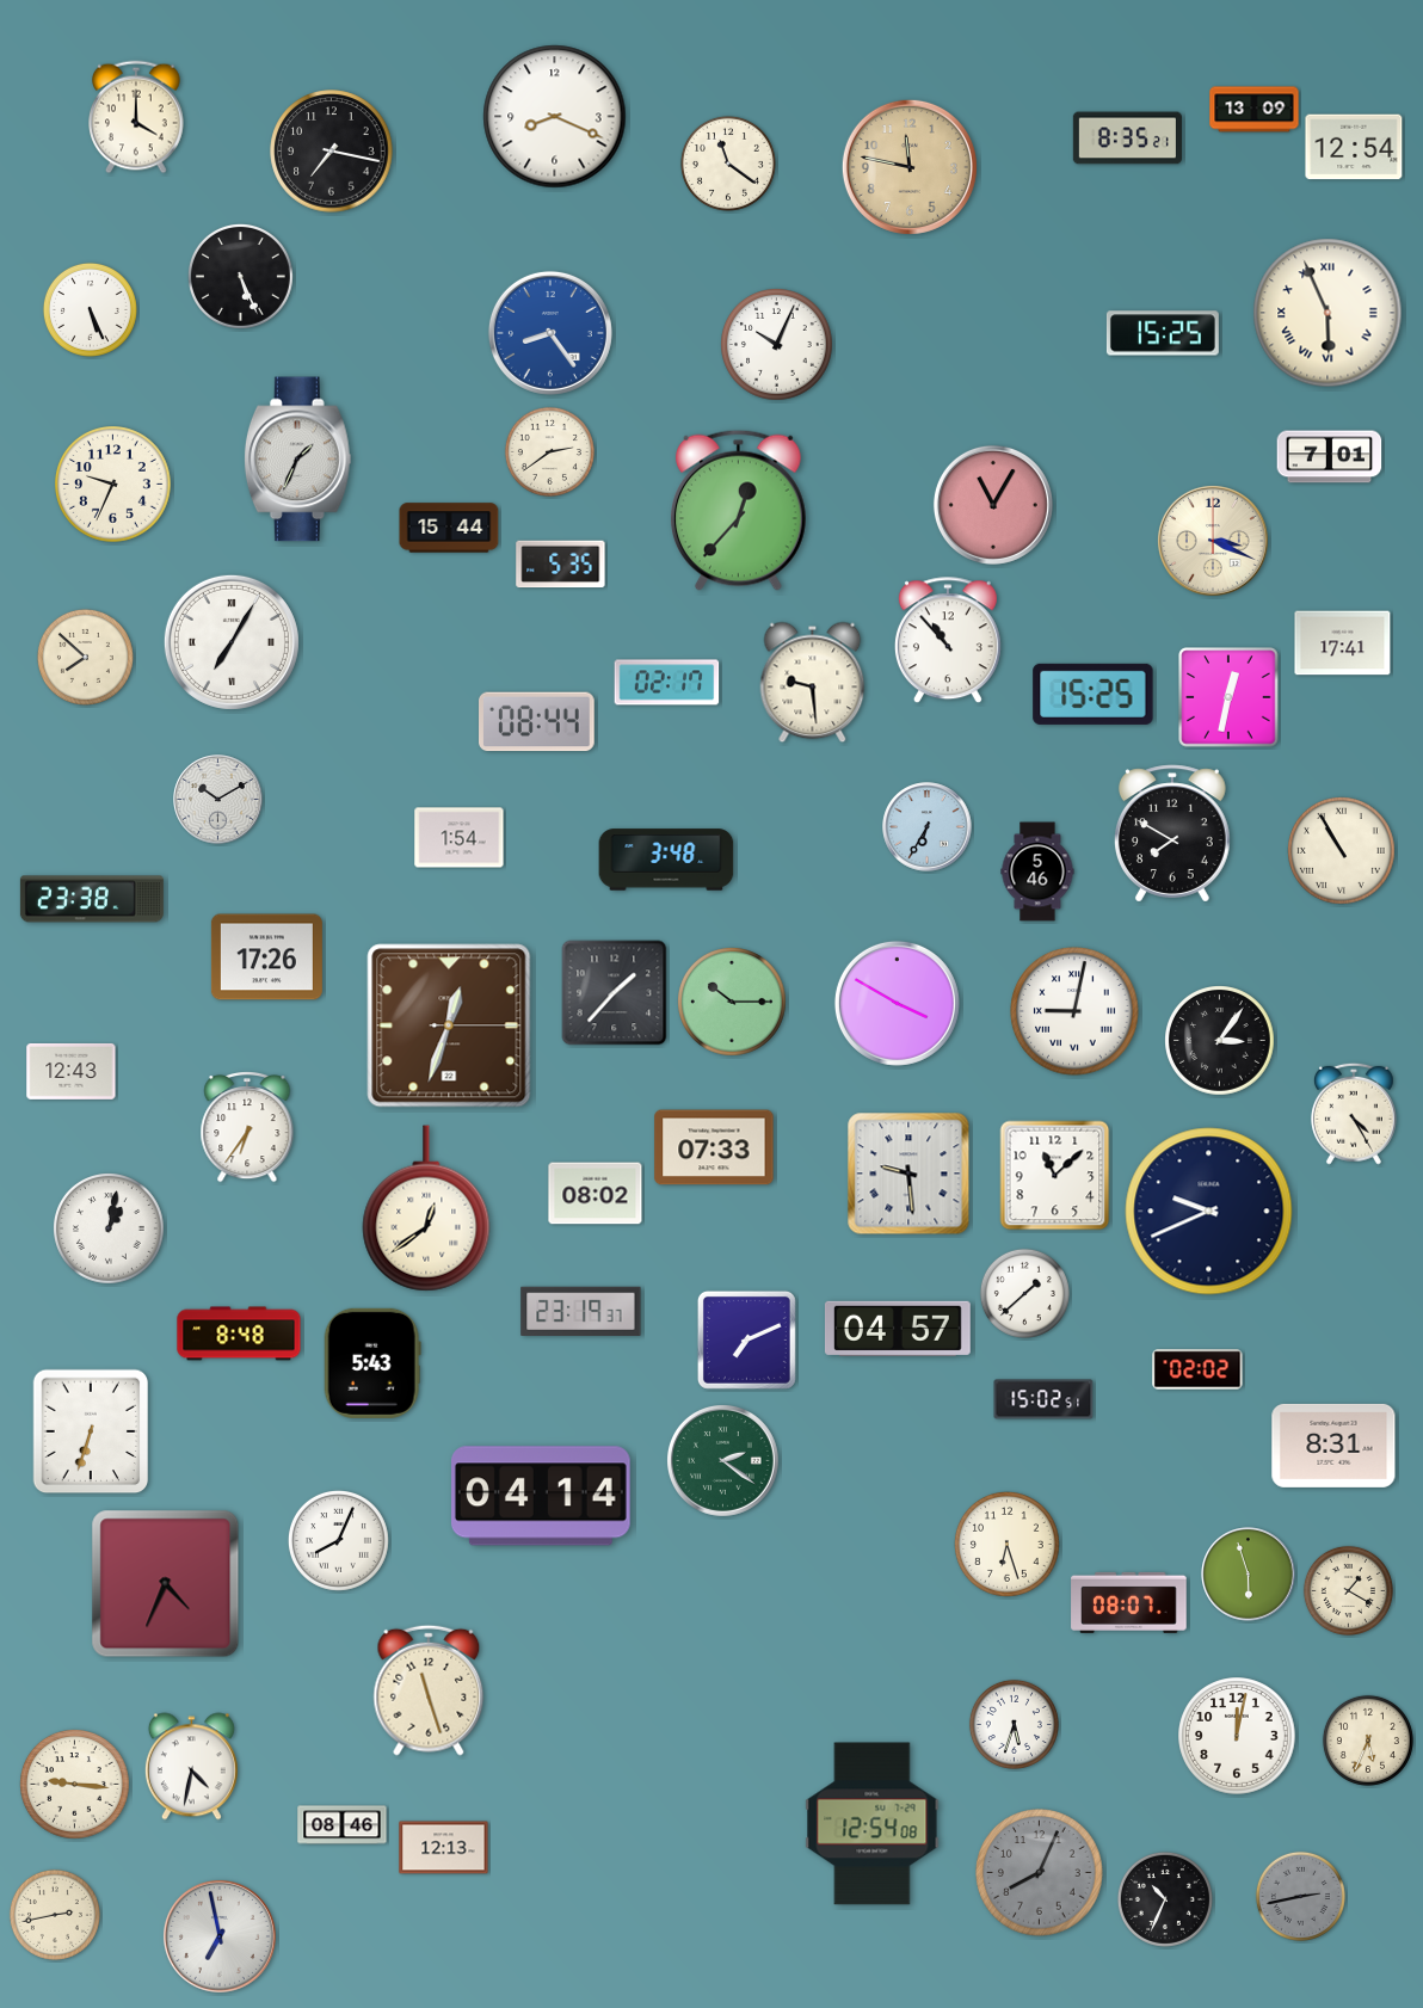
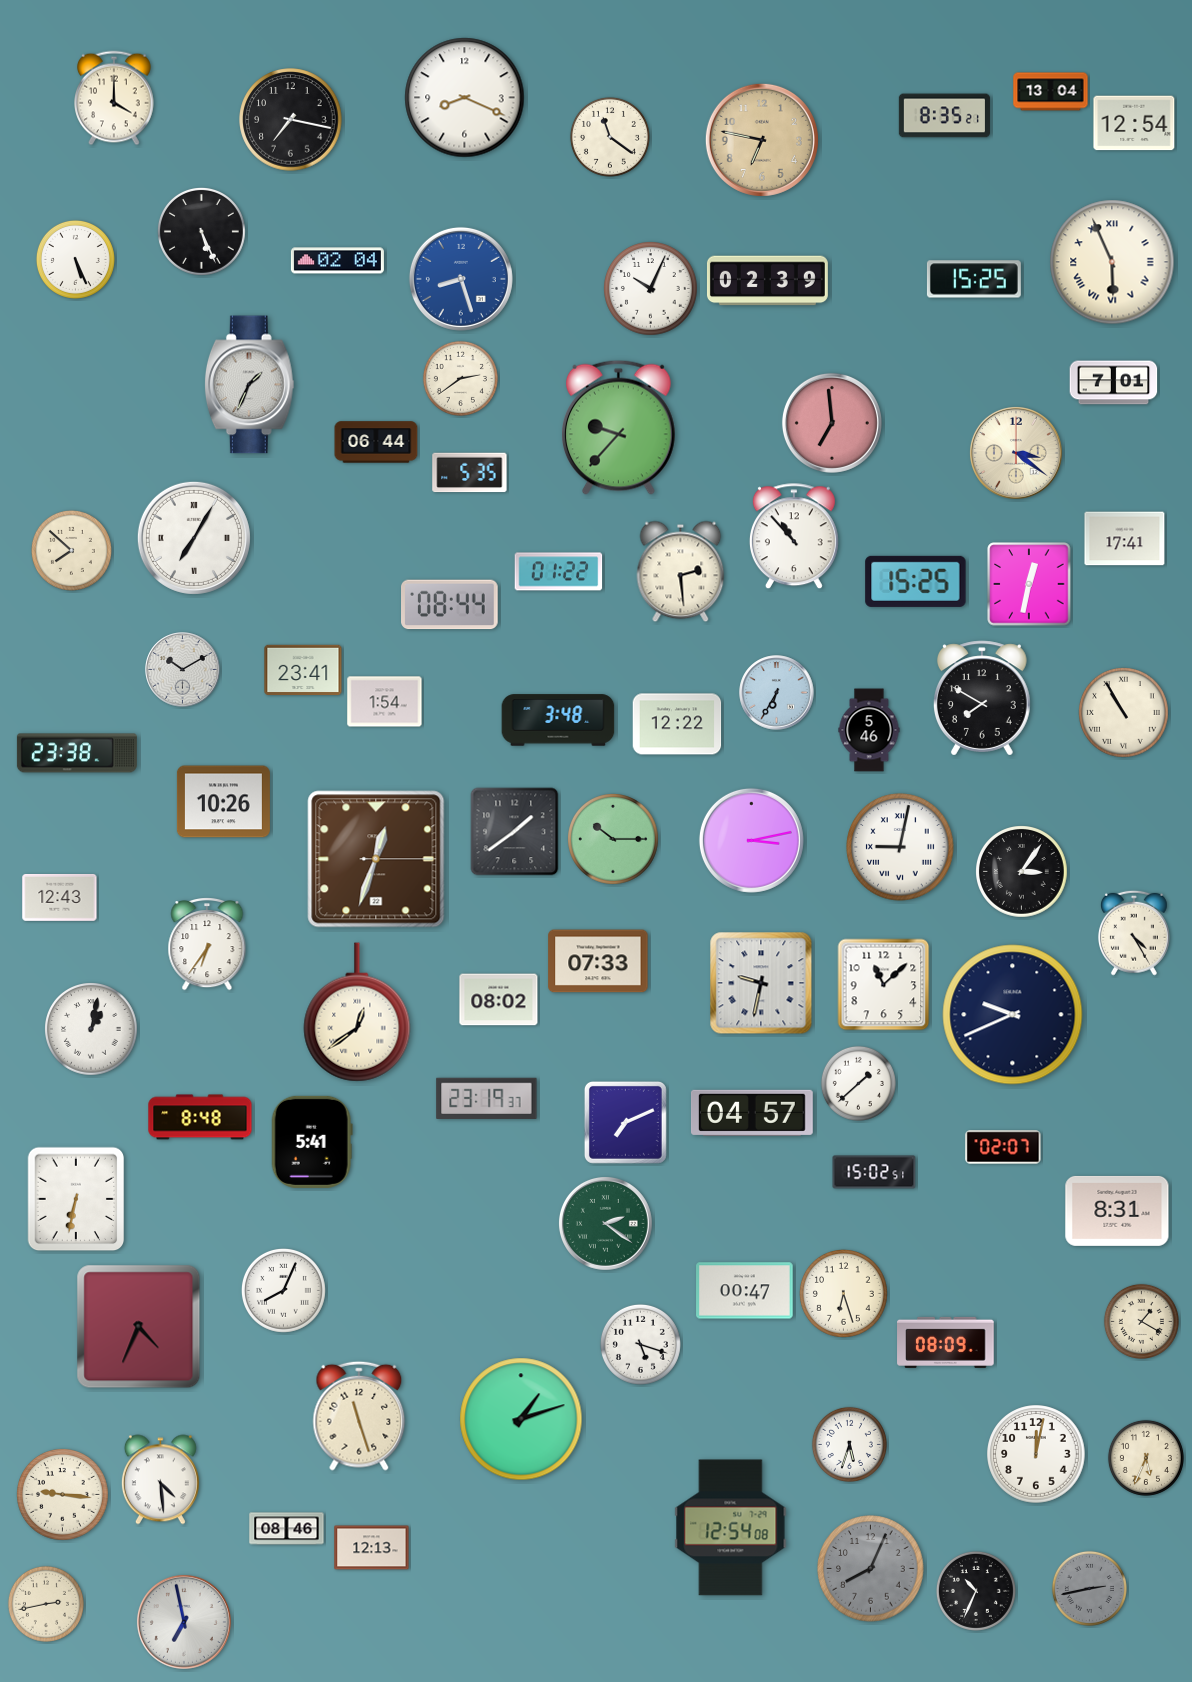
clock at (1255, 110): 13:09 -> 13:04
clock at (332, 152) position: (332, 152) -> (291, 120)
clock at (910, 167): 11:47 -> 6:47
clock at (337, 261): none -> 02:04
clock at (550, 333): 8:24 -> 8:27
clock at (767, 281): none -> 02:39
clock at (113, 485): 9:34 -> none
clock at (993, 505): 11:05 -> 6:59
clock at (739, 510): 12:37 -> 9:37
clock at (449, 528): 15:44 -> 06:44
clock at (1213, 541): 3:19 -> 3:21
clock at (667, 683): 02:17 -> 01:22
clock at (813, 683): 9:29 -> 2:29
clock at (303, 670): none -> 23:41
clock at (677, 724): none -> 12:22
clock at (266, 957): 17:26 -> 10:26
clock at (615, 993): 1:37 -> 1:39
clock at (897, 1003): 3:50 -> 3:13
clock at (908, 1174): 9:29 -> 9:32
clock at (372, 1363): 5:43 -> 5:41
clock at (1197, 1369): 02:02 -> 02:07
clock at (91, 1431): 6:33 -> 6:32
clock at (542, 1496): 04:14 -> none
clock at (745, 1291): none -> 00:47
clock at (1249, 1575): 5:57 -> none
clock at (1348, 1590) position: (1348, 1590) -> (1141, 1321)
clock at (1129, 1602): 08:07 -> 08:09
clock at (640, 1344): none -> 5:18
clock at (521, 1419): none -> 1:12
clock at (191, 1767): 4:32 -> 4:29
